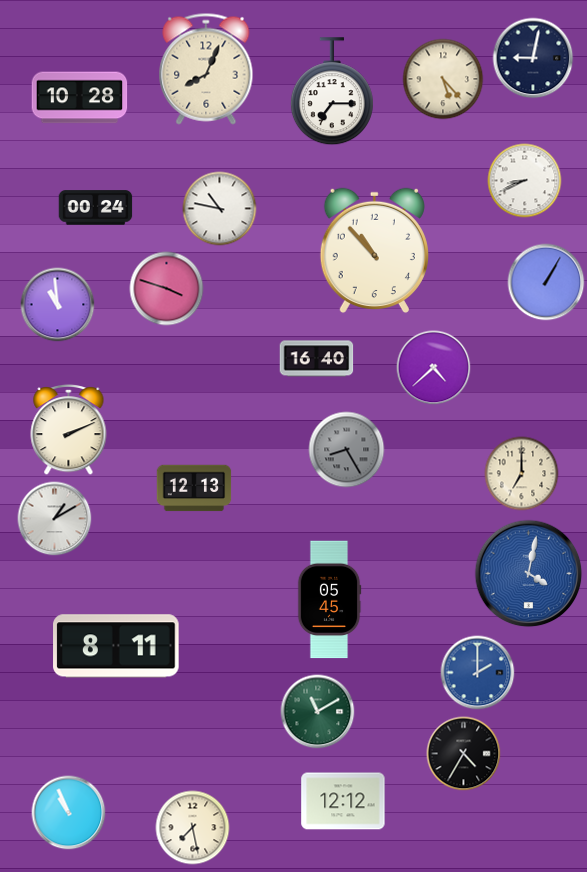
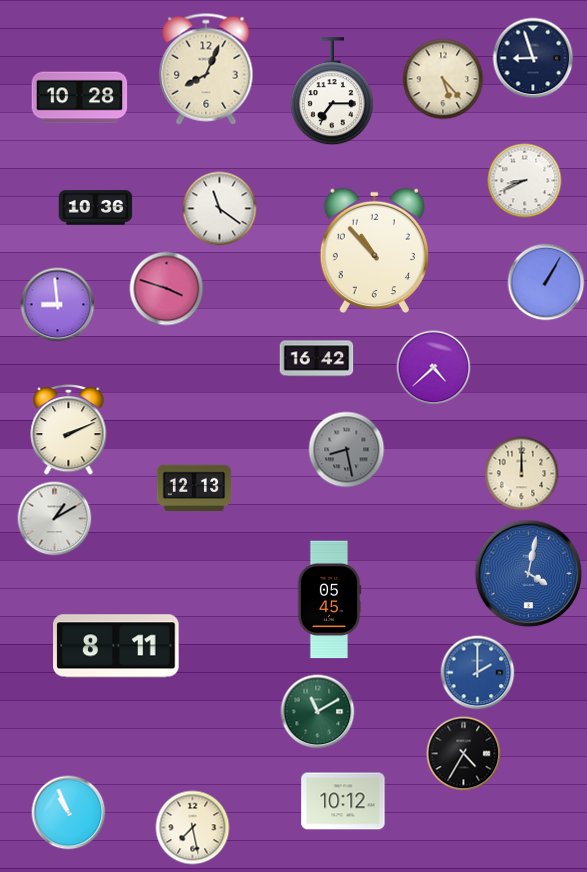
clock at (533, 58): 9:02 -> 8:57
clock at (96, 208): 00:24 -> 10:36
clock at (220, 209): 10:47 -> 11:21
clock at (58, 305): 10:59 -> 8:59
clock at (317, 359): 16:40 -> 16:42
clock at (347, 450): 8:25 -> 8:28
clock at (522, 474): 7:00 -> 12:00
clock at (343, 801): 12:12 -> 10:12
